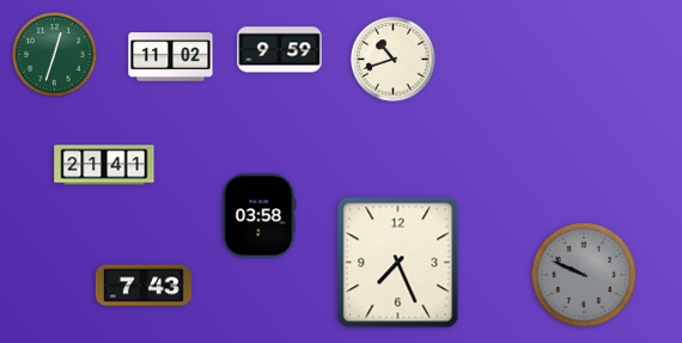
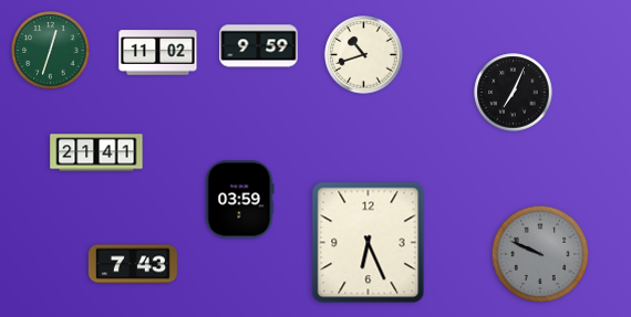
clock at (514, 93): none -> 7:04
clock at (260, 216): 03:58 -> 03:59
clock at (398, 263): 7:26 -> 6:26
